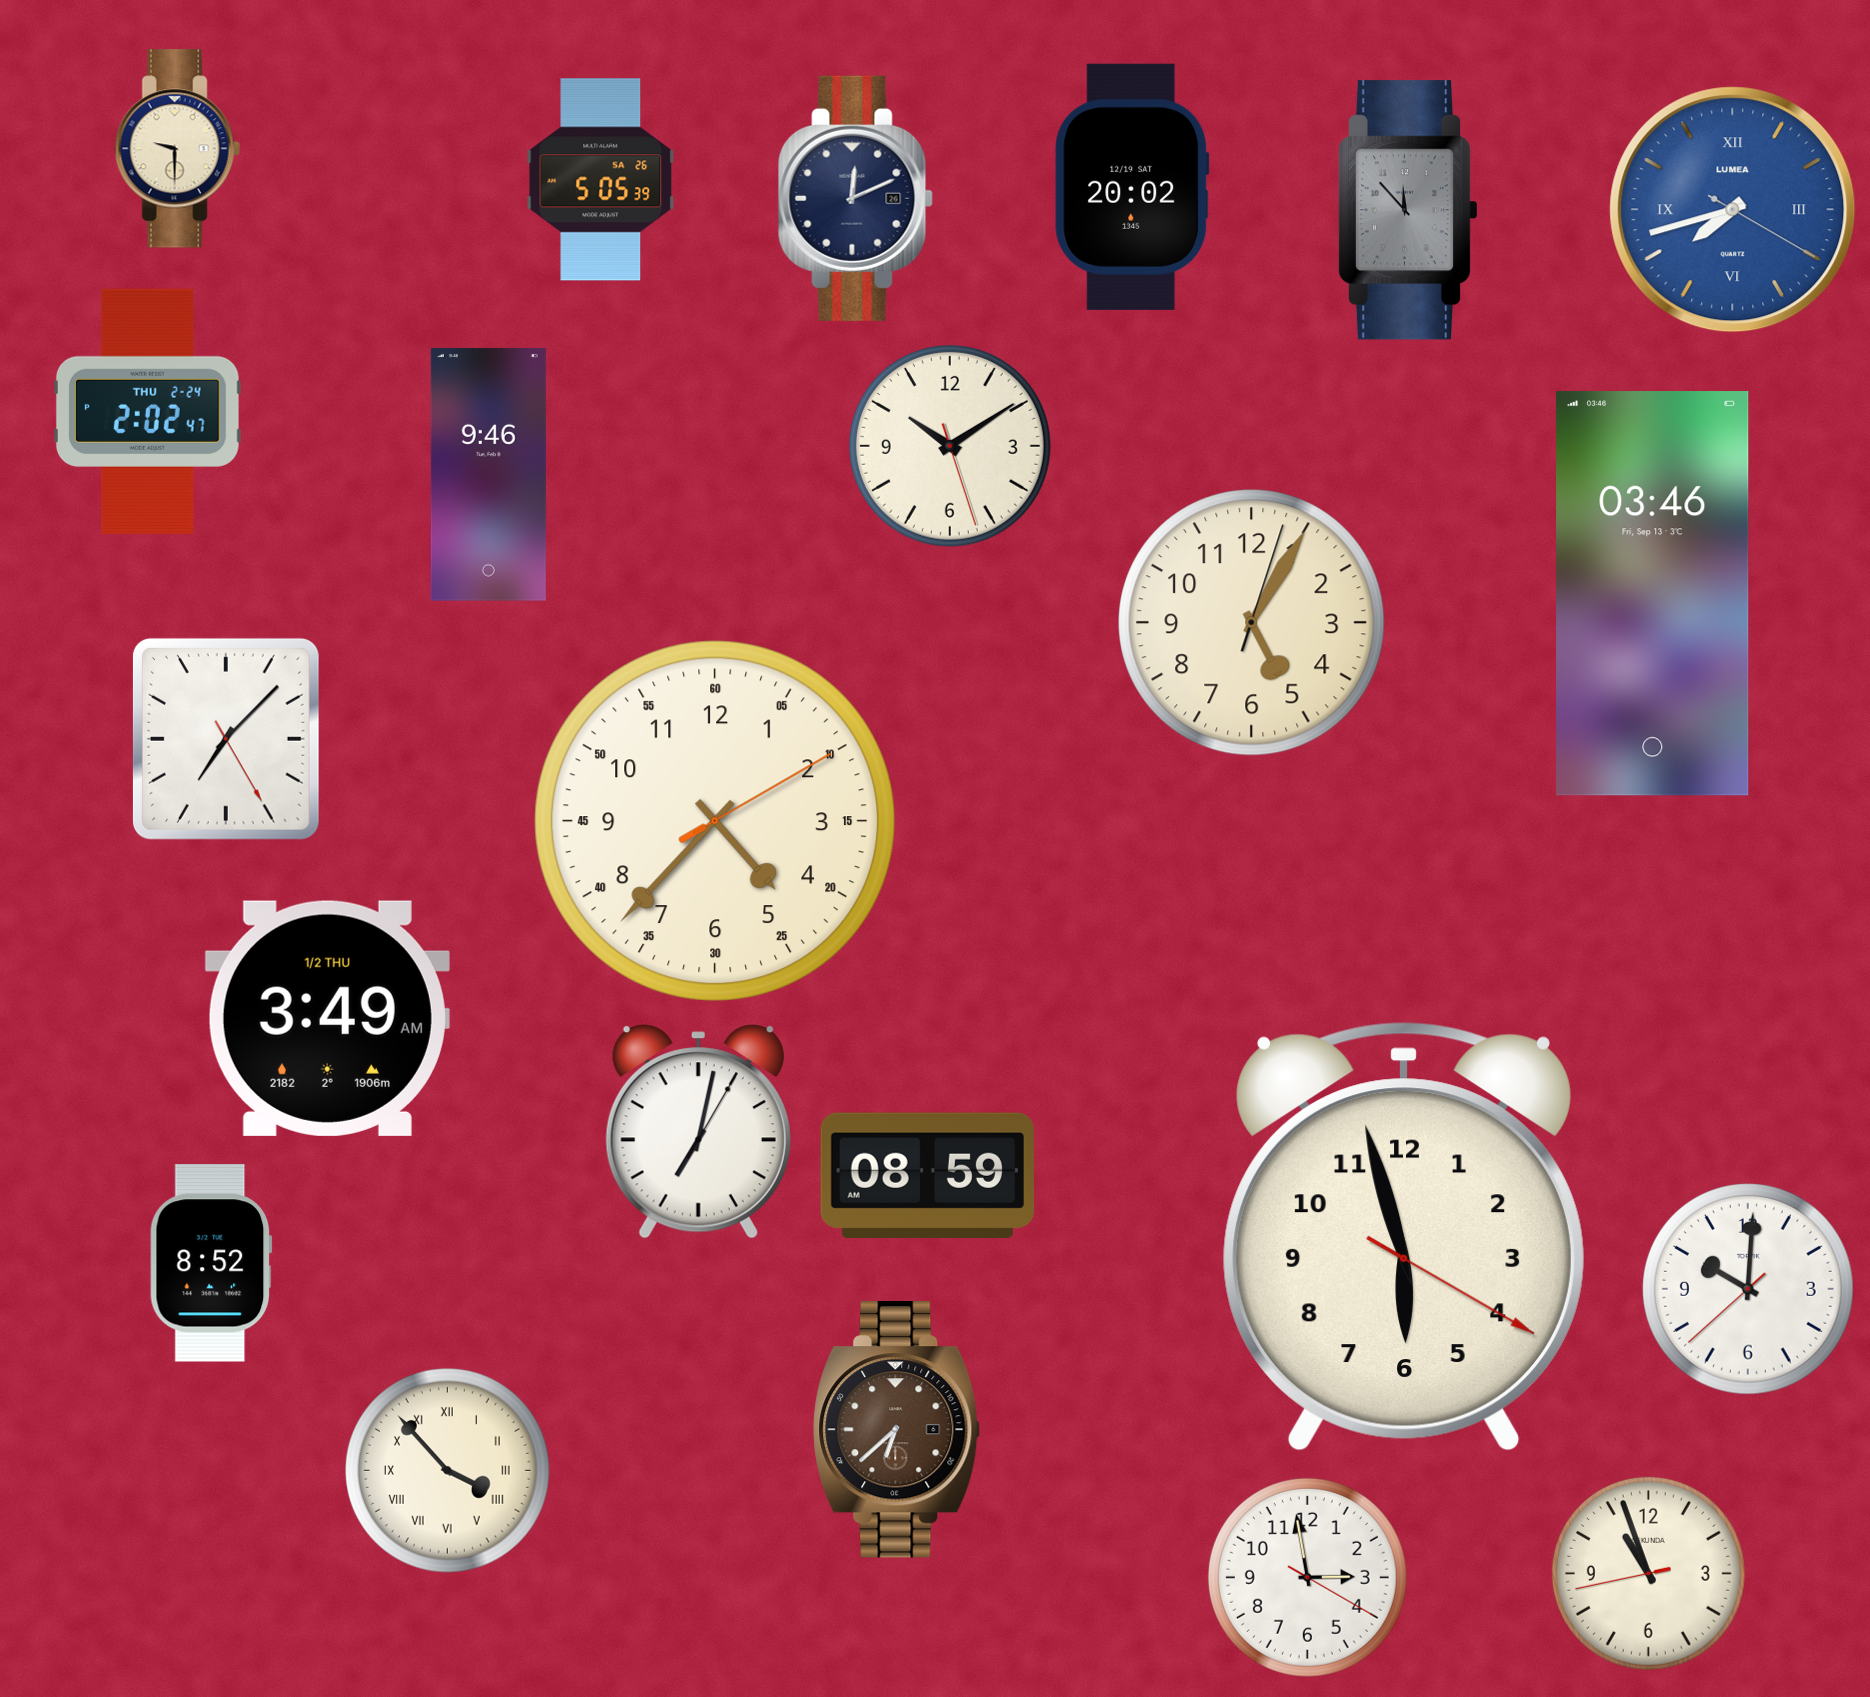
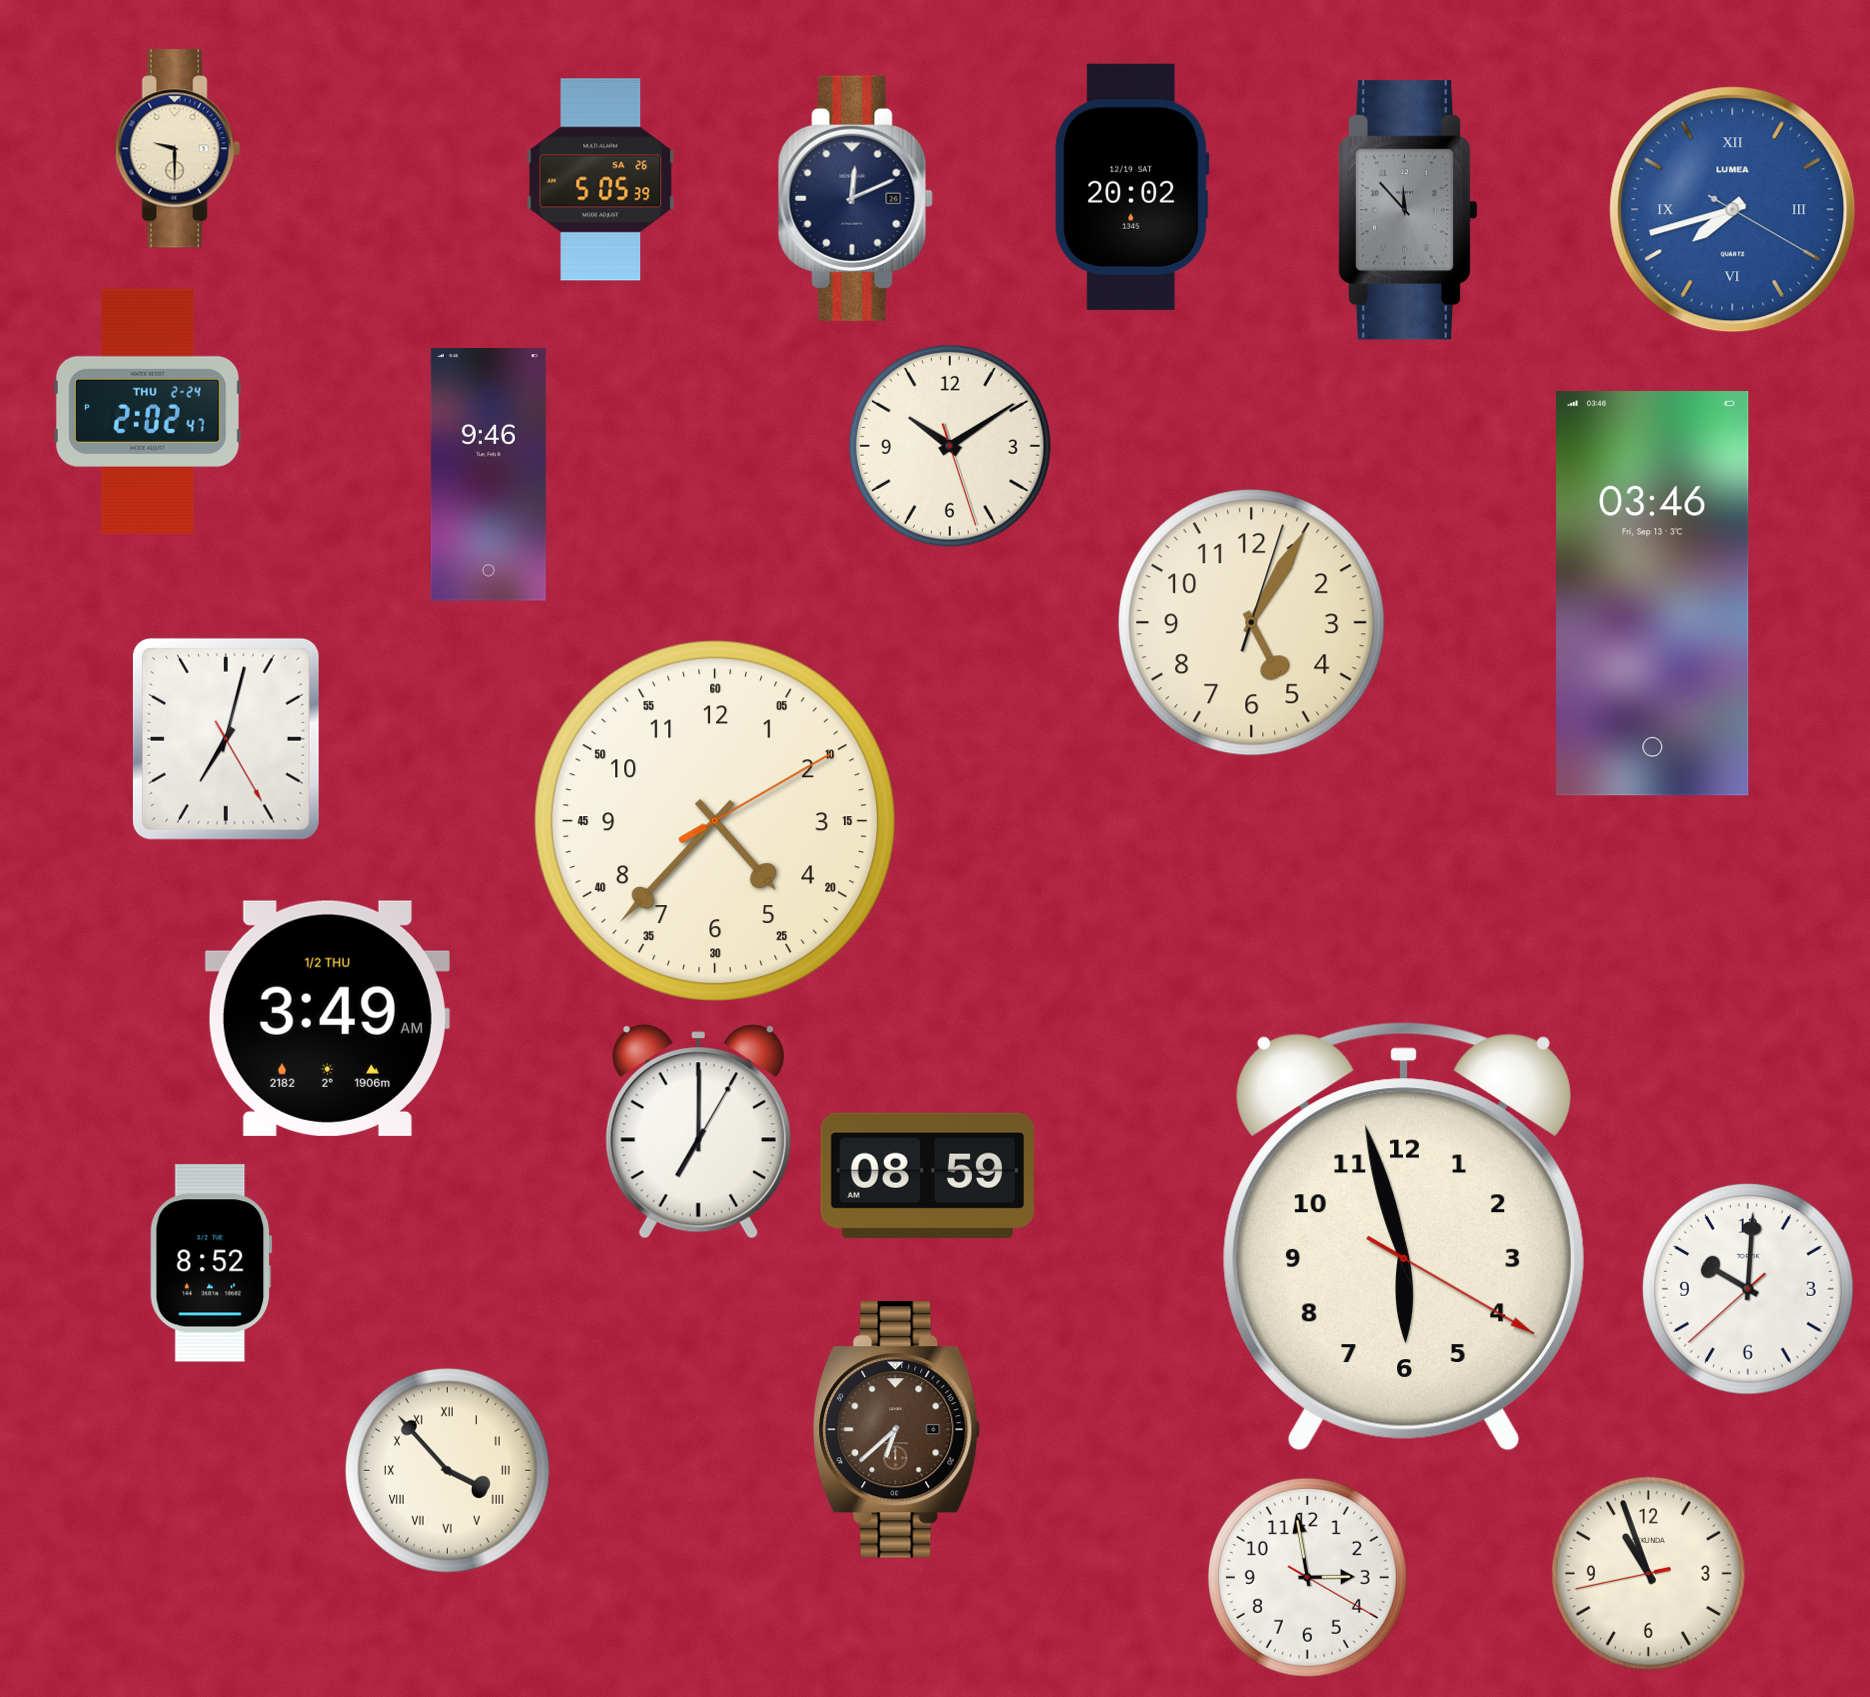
clock at (226, 739): 7:07 -> 7:02
clock at (698, 1132): 7:02 -> 7:00
